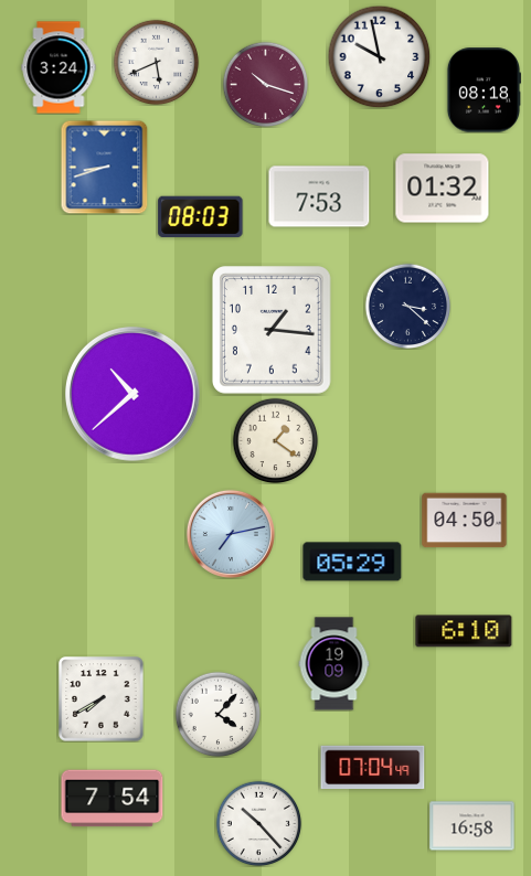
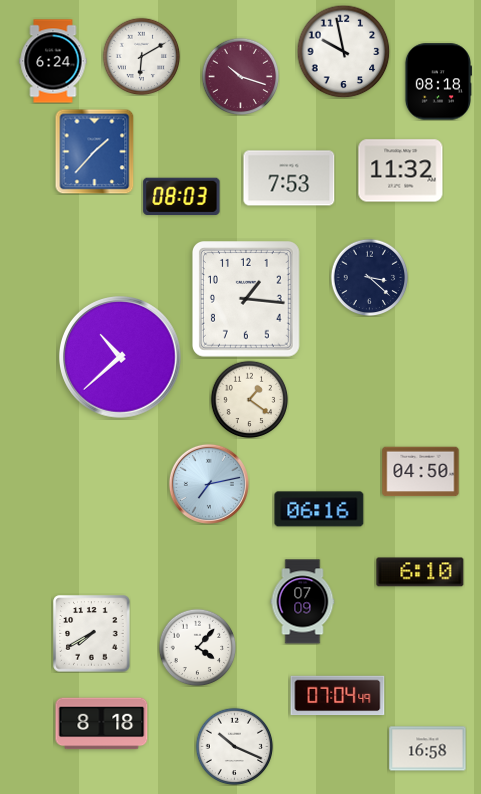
clock at (156, 62): 5:41 -> 6:10
clock at (59, 67): 3:24 -> 6:24
clock at (105, 167): 8:42 -> 1:37
clock at (443, 189): 01:32 -> 11:32
clock at (352, 562): 05:29 -> 06:16
clock at (334, 664): 19:09 -> 07:09
clock at (113, 799): 7:54 -> 8:18
clock at (258, 823): 10:23 -> 10:19
